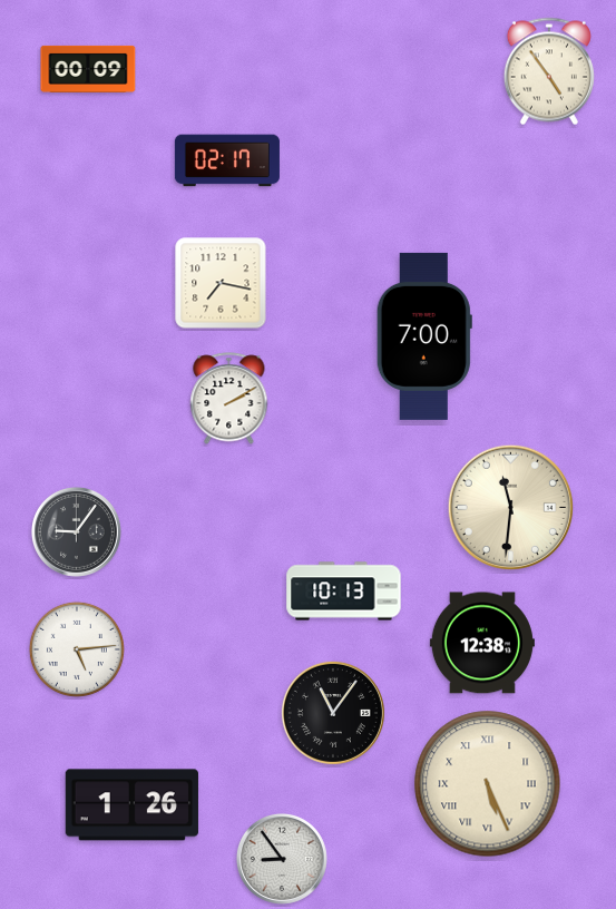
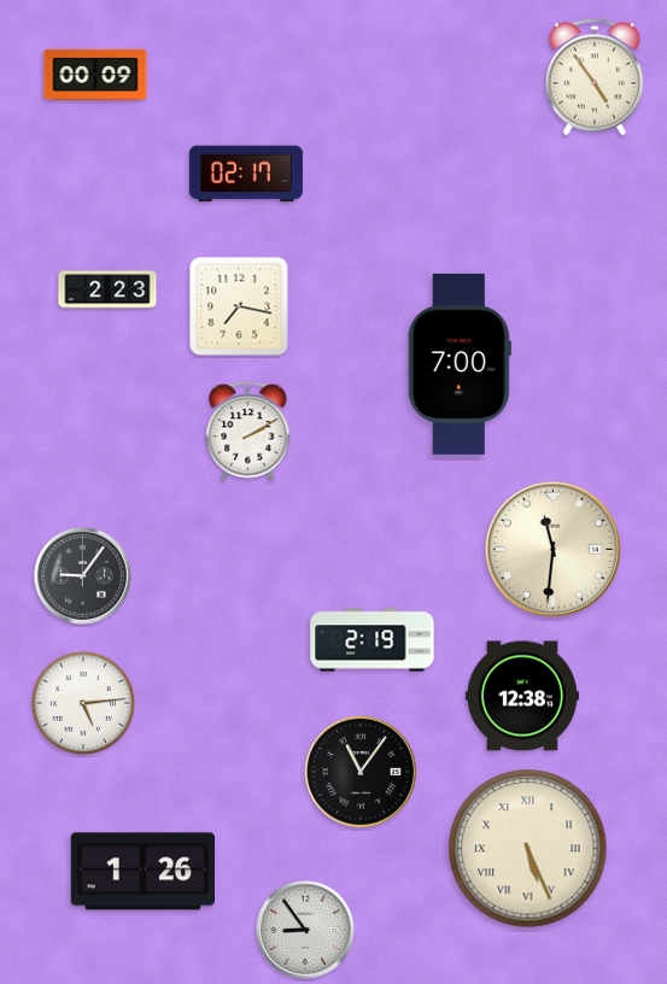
clock at (107, 289): none -> 2:23
clock at (344, 592): 10:13 -> 2:19
